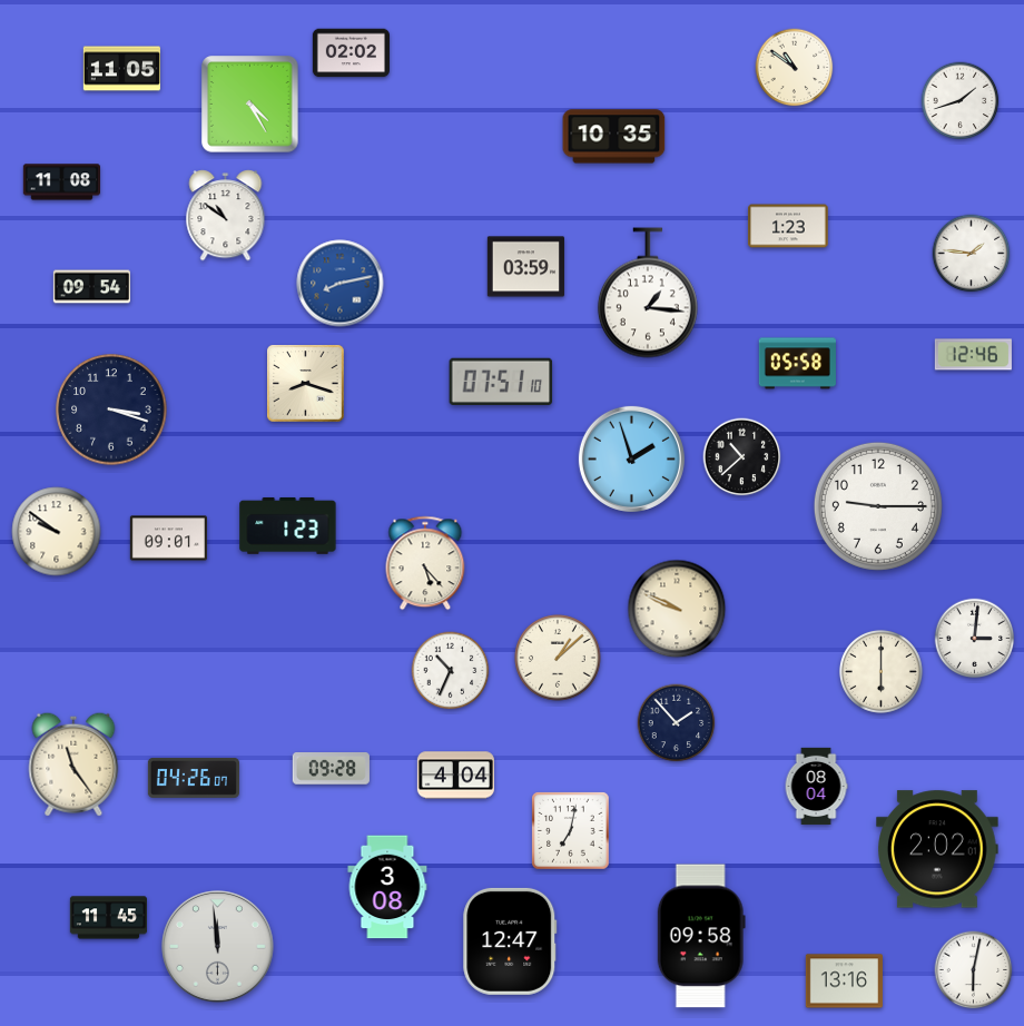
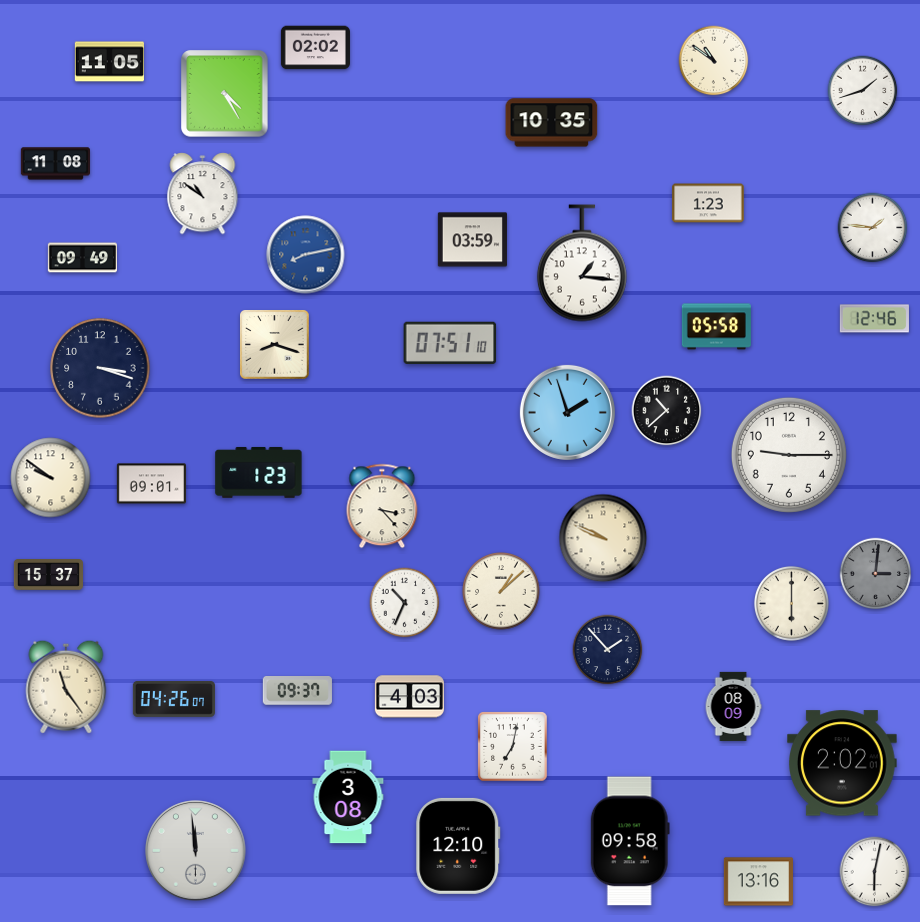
clock at (91, 287): 09:54 -> 09:49
clock at (425, 563): 5:23 -> 3:23
clock at (677, 609) position: (677, 609) -> (603, 538)
clock at (975, 639) dial: white -> grey
clock at (48, 575): none -> 15:37
clock at (331, 769): 09:28 -> 09:37
clock at (455, 776): 4:04 -> 4:03
clock at (816, 786): 08:04 -> 08:09
clock at (108, 918): 11:45 -> none
clock at (510, 941): 12:47 -> 12:10
